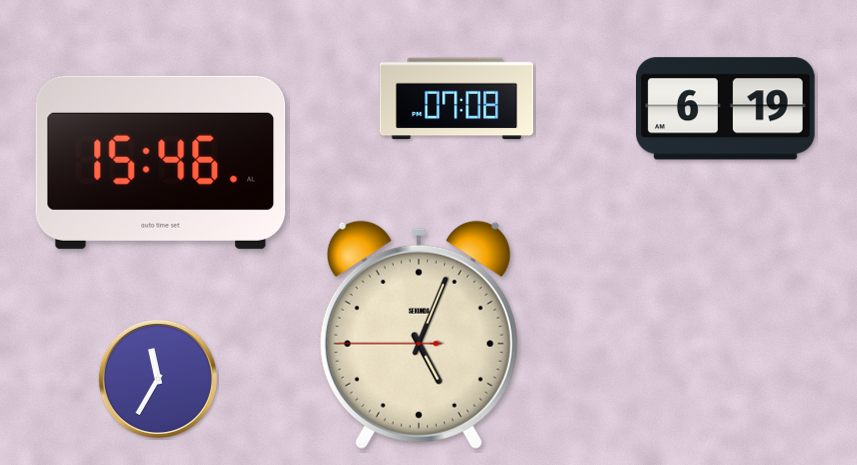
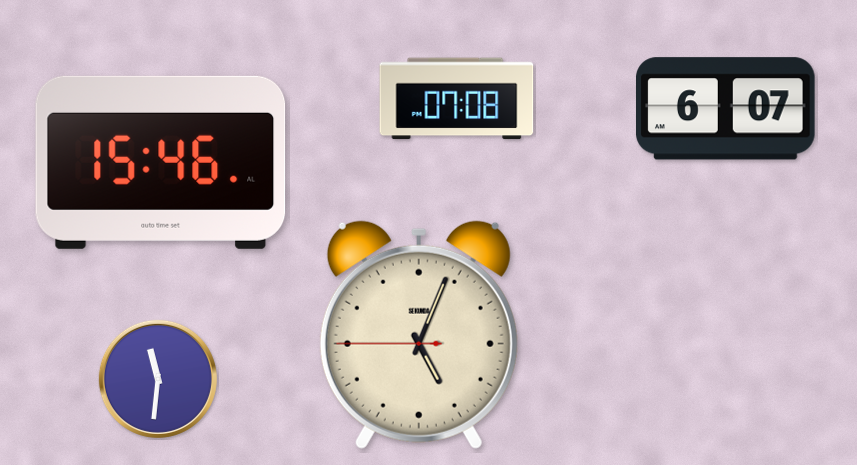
clock at (726, 109): 6:19 -> 6:07
clock at (158, 379): 11:35 -> 11:31
